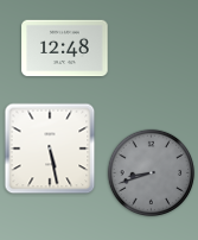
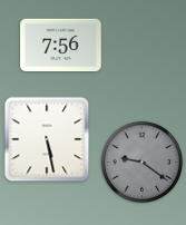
clock at (65, 49): 12:48 -> 7:56
clock at (152, 173): 8:42 -> 9:21
